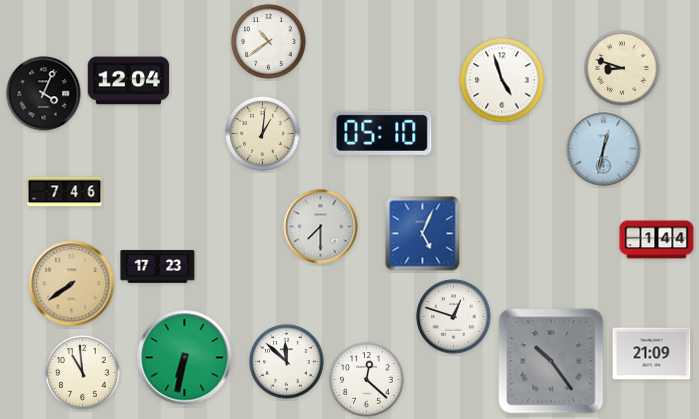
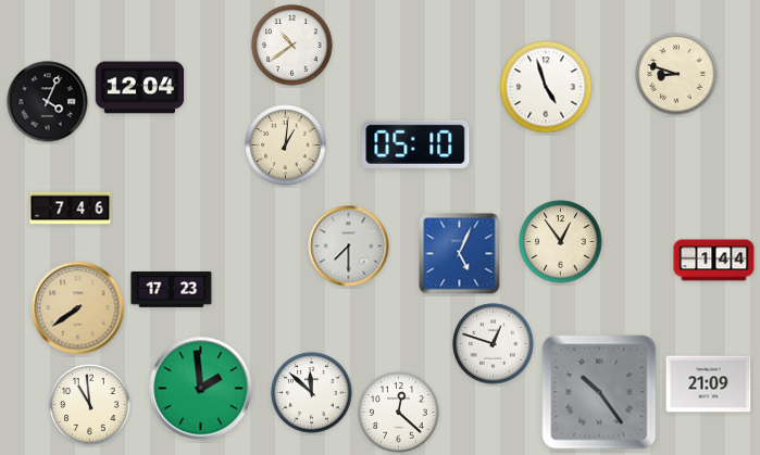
clock at (604, 149): 12:32 -> none
clock at (561, 242): none -> 12:54
clock at (185, 358): 6:32 -> 1:59
